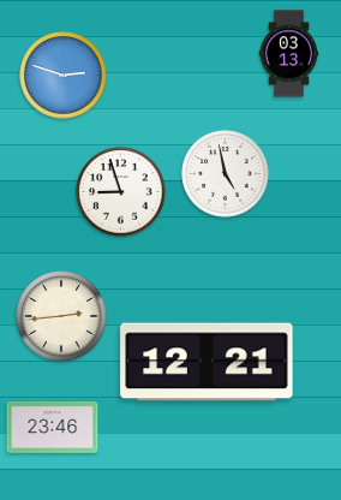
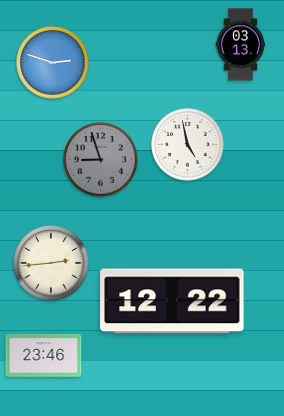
clock at (121, 192) dial: white -> grey
clock at (207, 362): 12:21 -> 12:22
